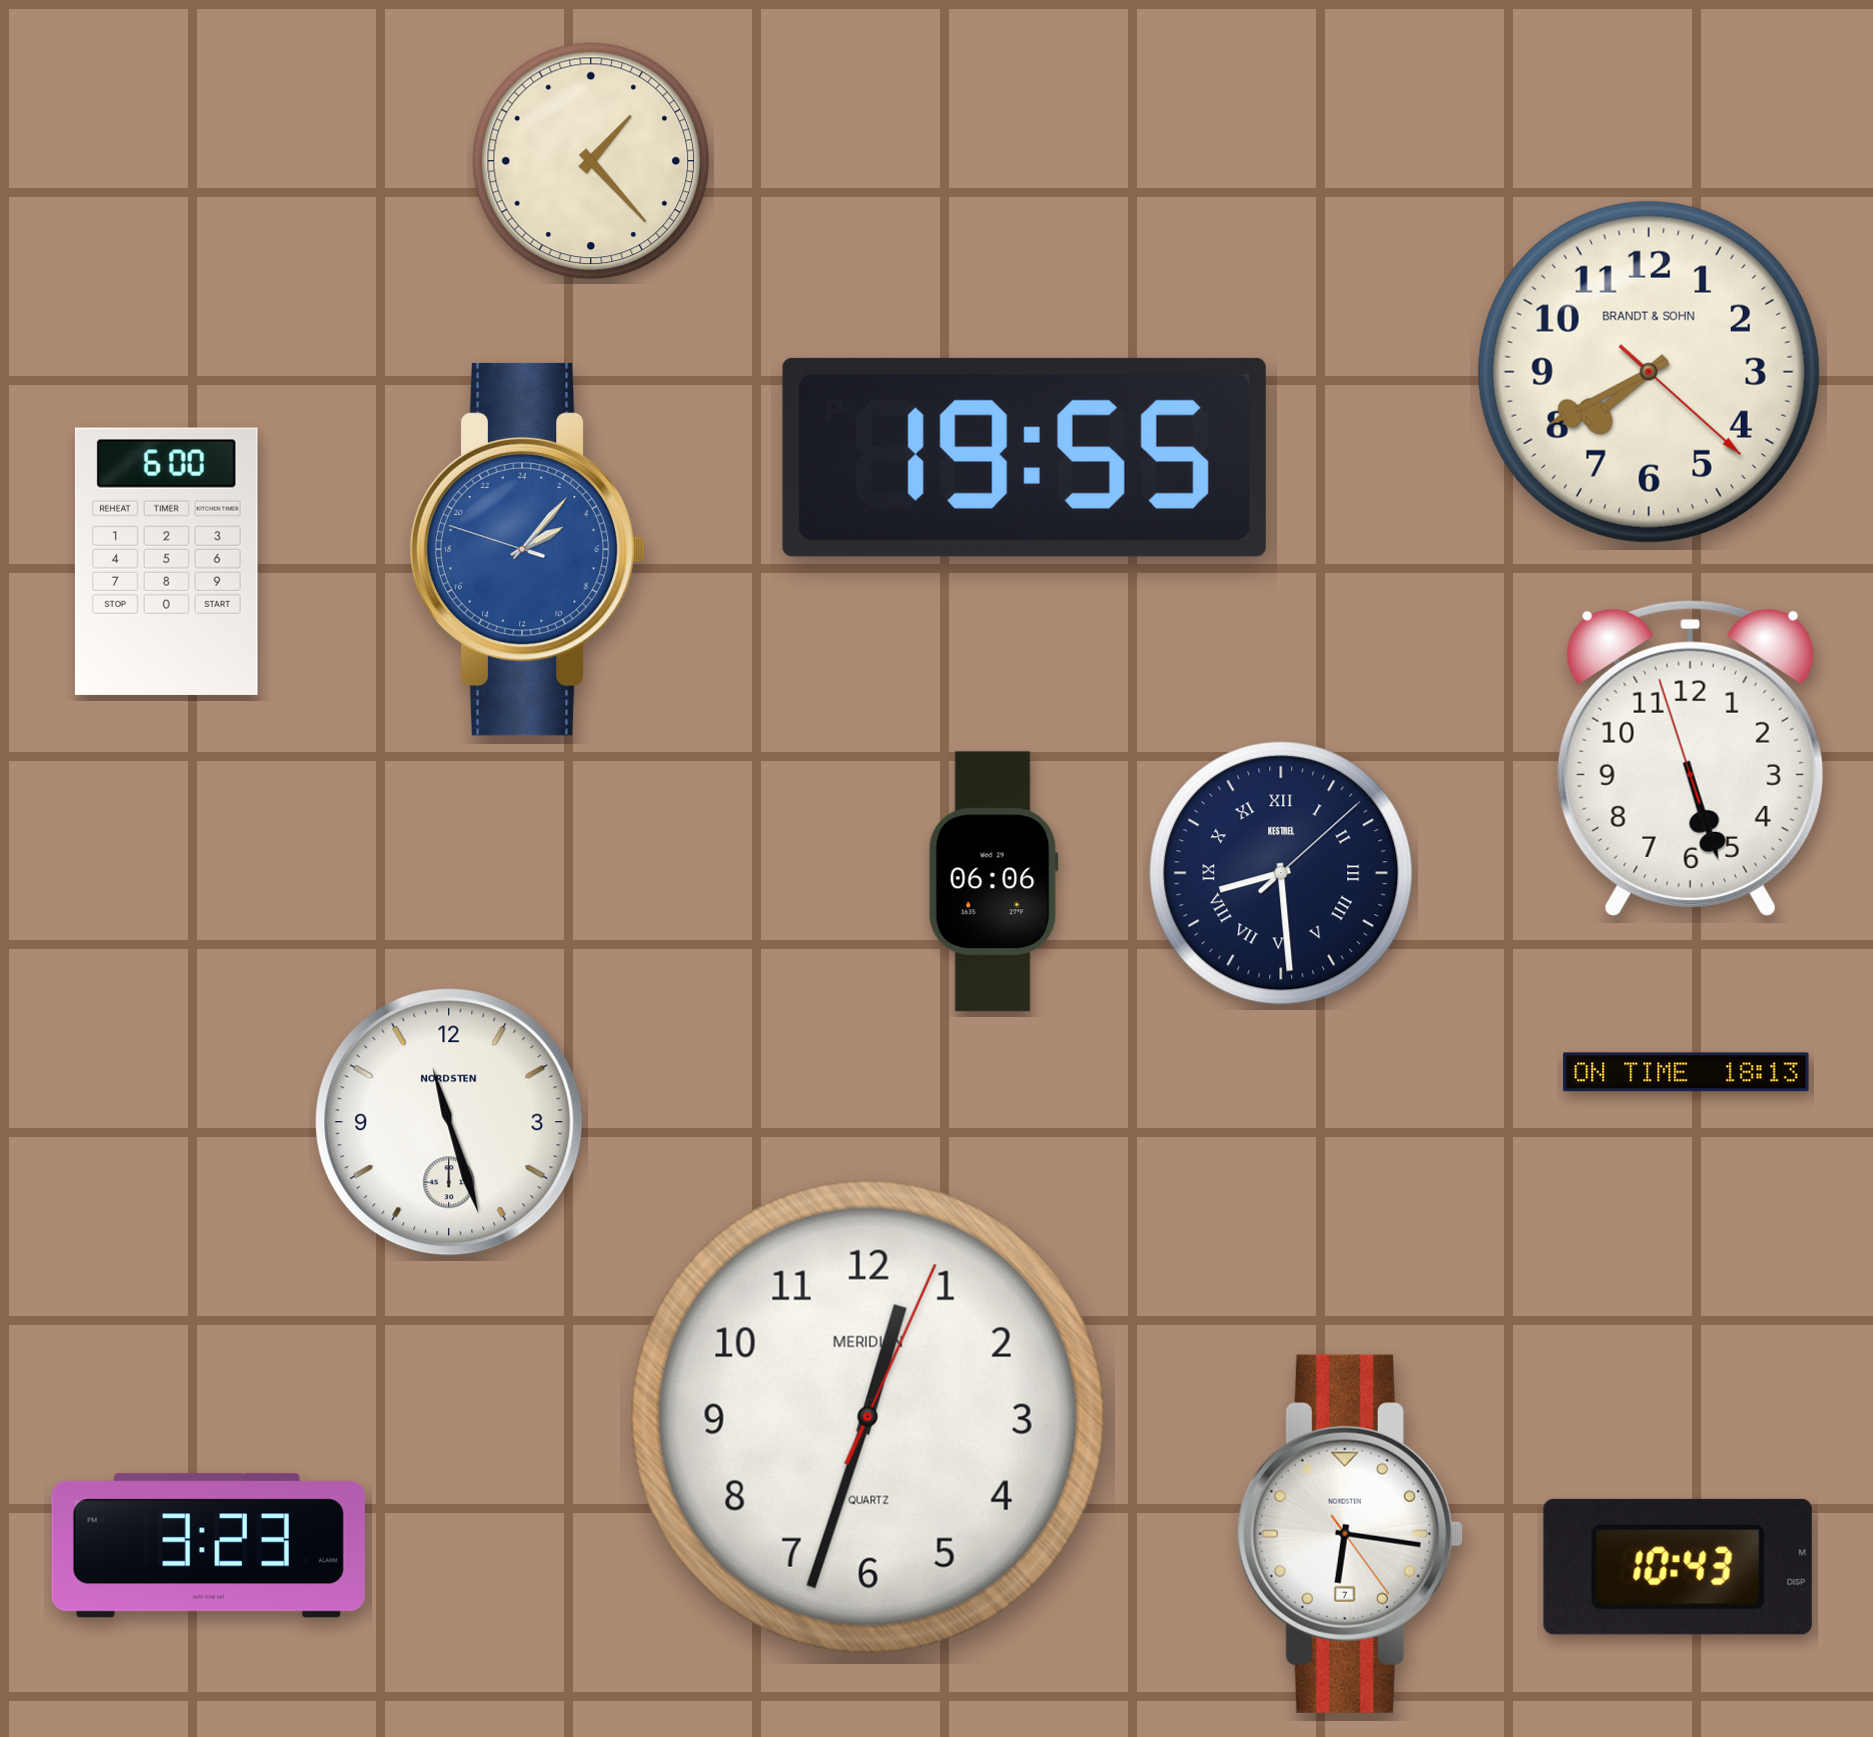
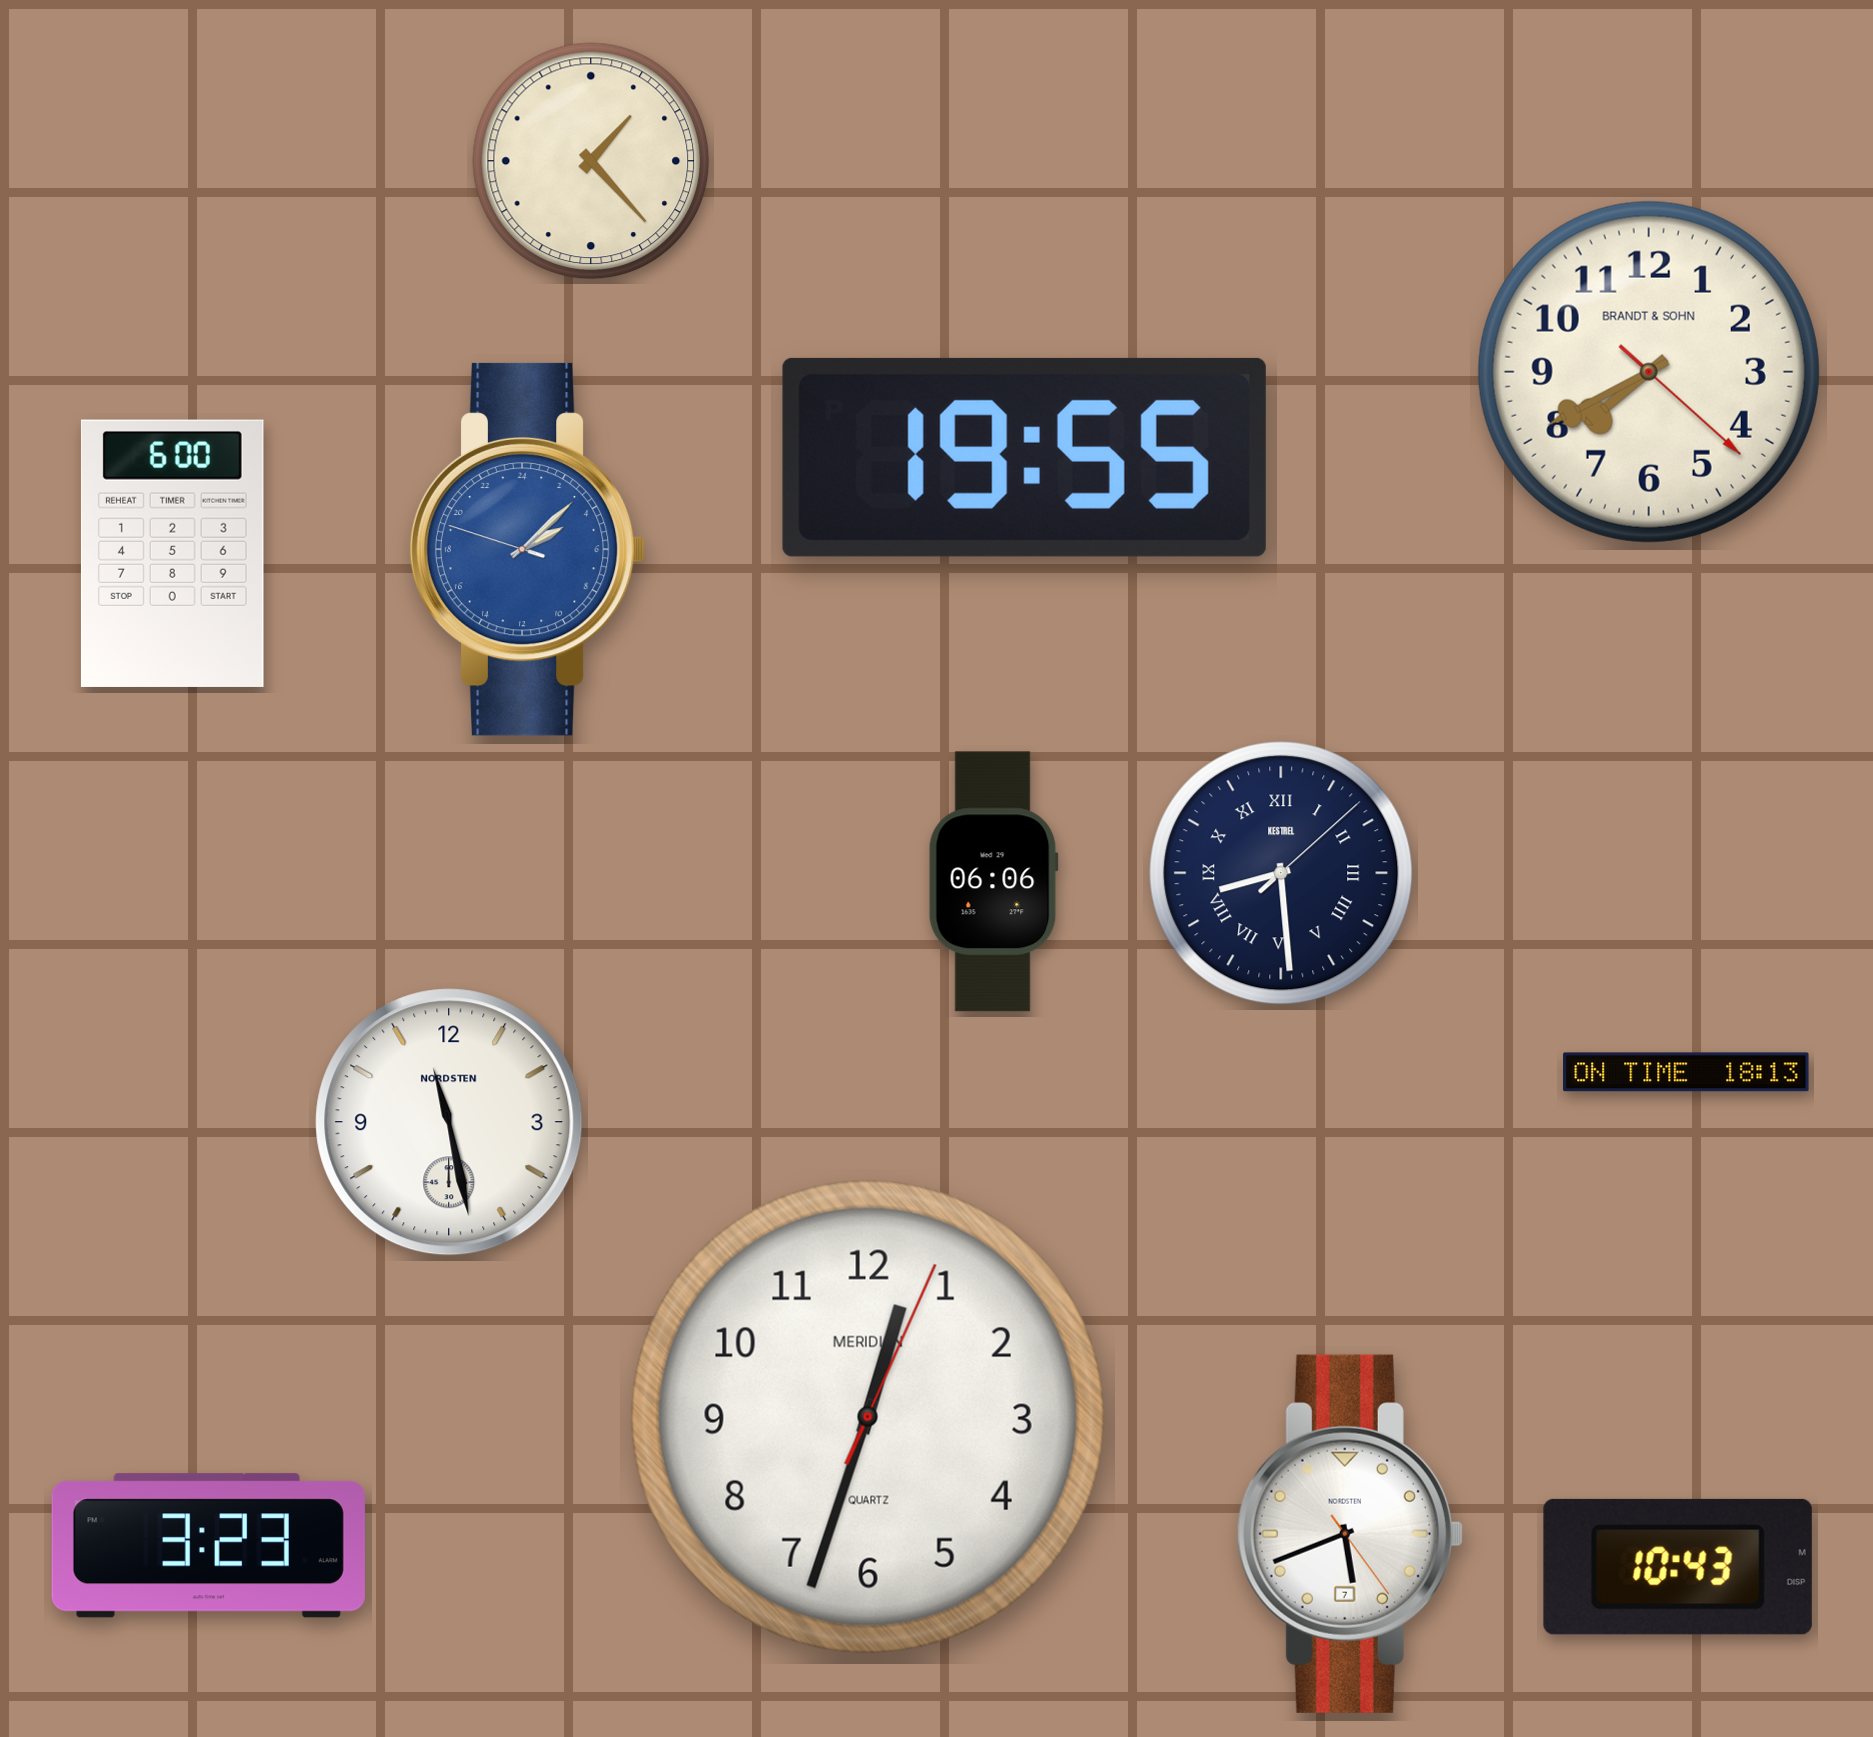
clock at (528, 549): 4:06 -> 4:07
clock at (166, 561) position: (166, 561) -> (172, 553)
clock at (1690, 758): 5:26 -> none
clock at (449, 1122): 11:27 -> 11:28
clock at (1350, 1534): 6:16 -> 5:41
